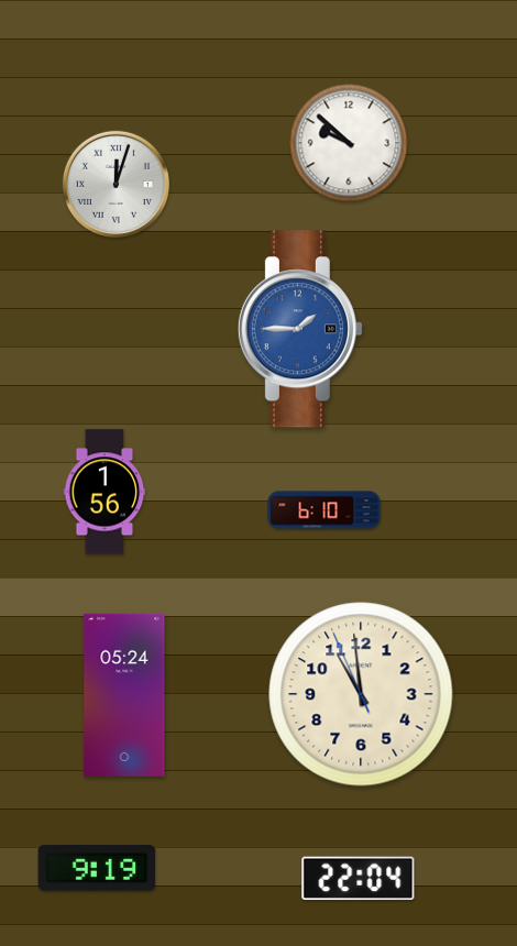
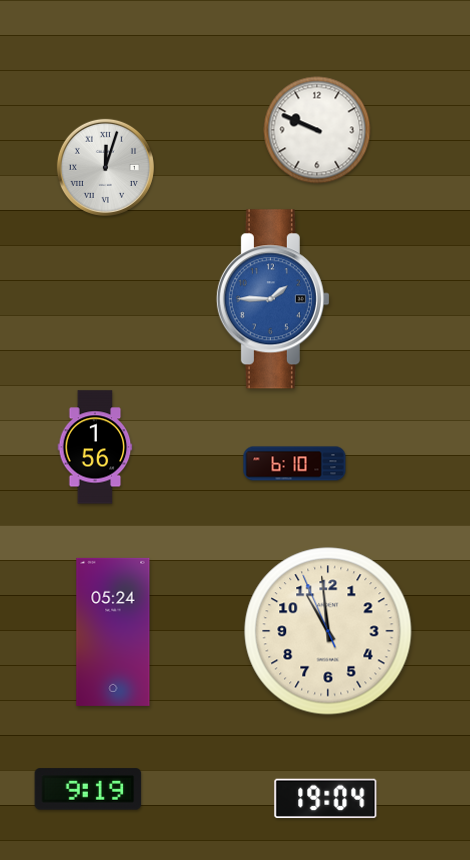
clock at (349, 143): 9:52 -> 9:49
clock at (359, 879): 22:04 -> 19:04
